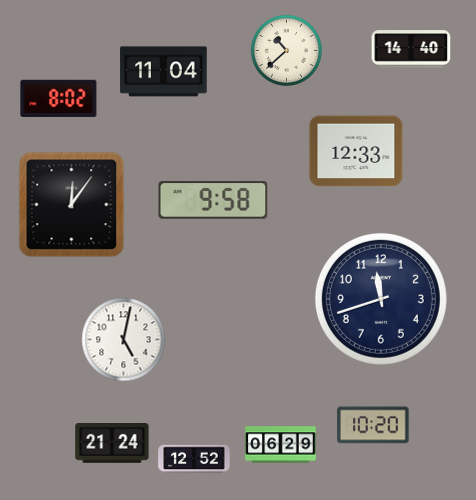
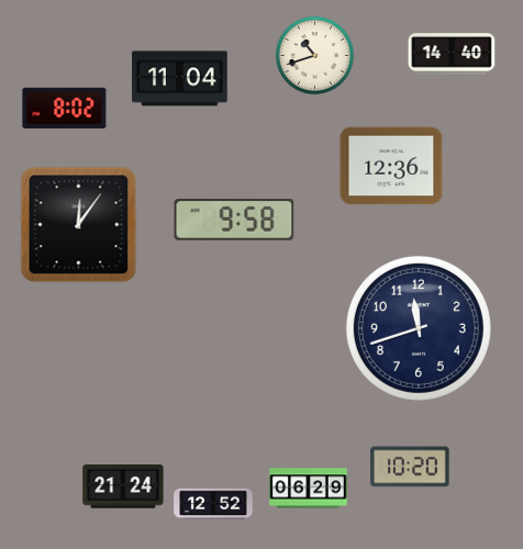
clock at (286, 50): 10:38 -> 10:42
clock at (356, 151): 12:33 -> 12:36
clock at (124, 340): 5:02 -> none
